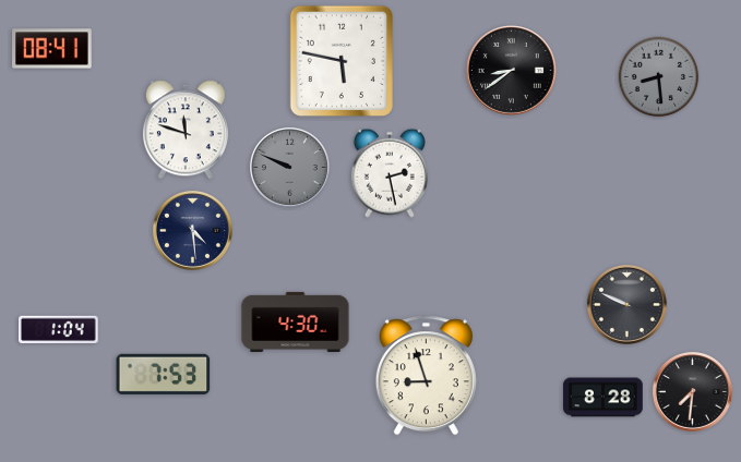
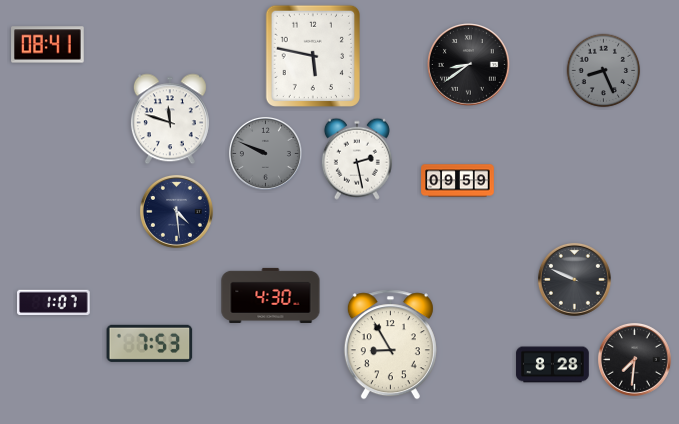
clock at (659, 77): 8:29 -> 8:26
clock at (458, 181): none -> 09:59
clock at (59, 329): 1:04 -> 1:07
clock at (426, 376): 8:57 -> 8:55
